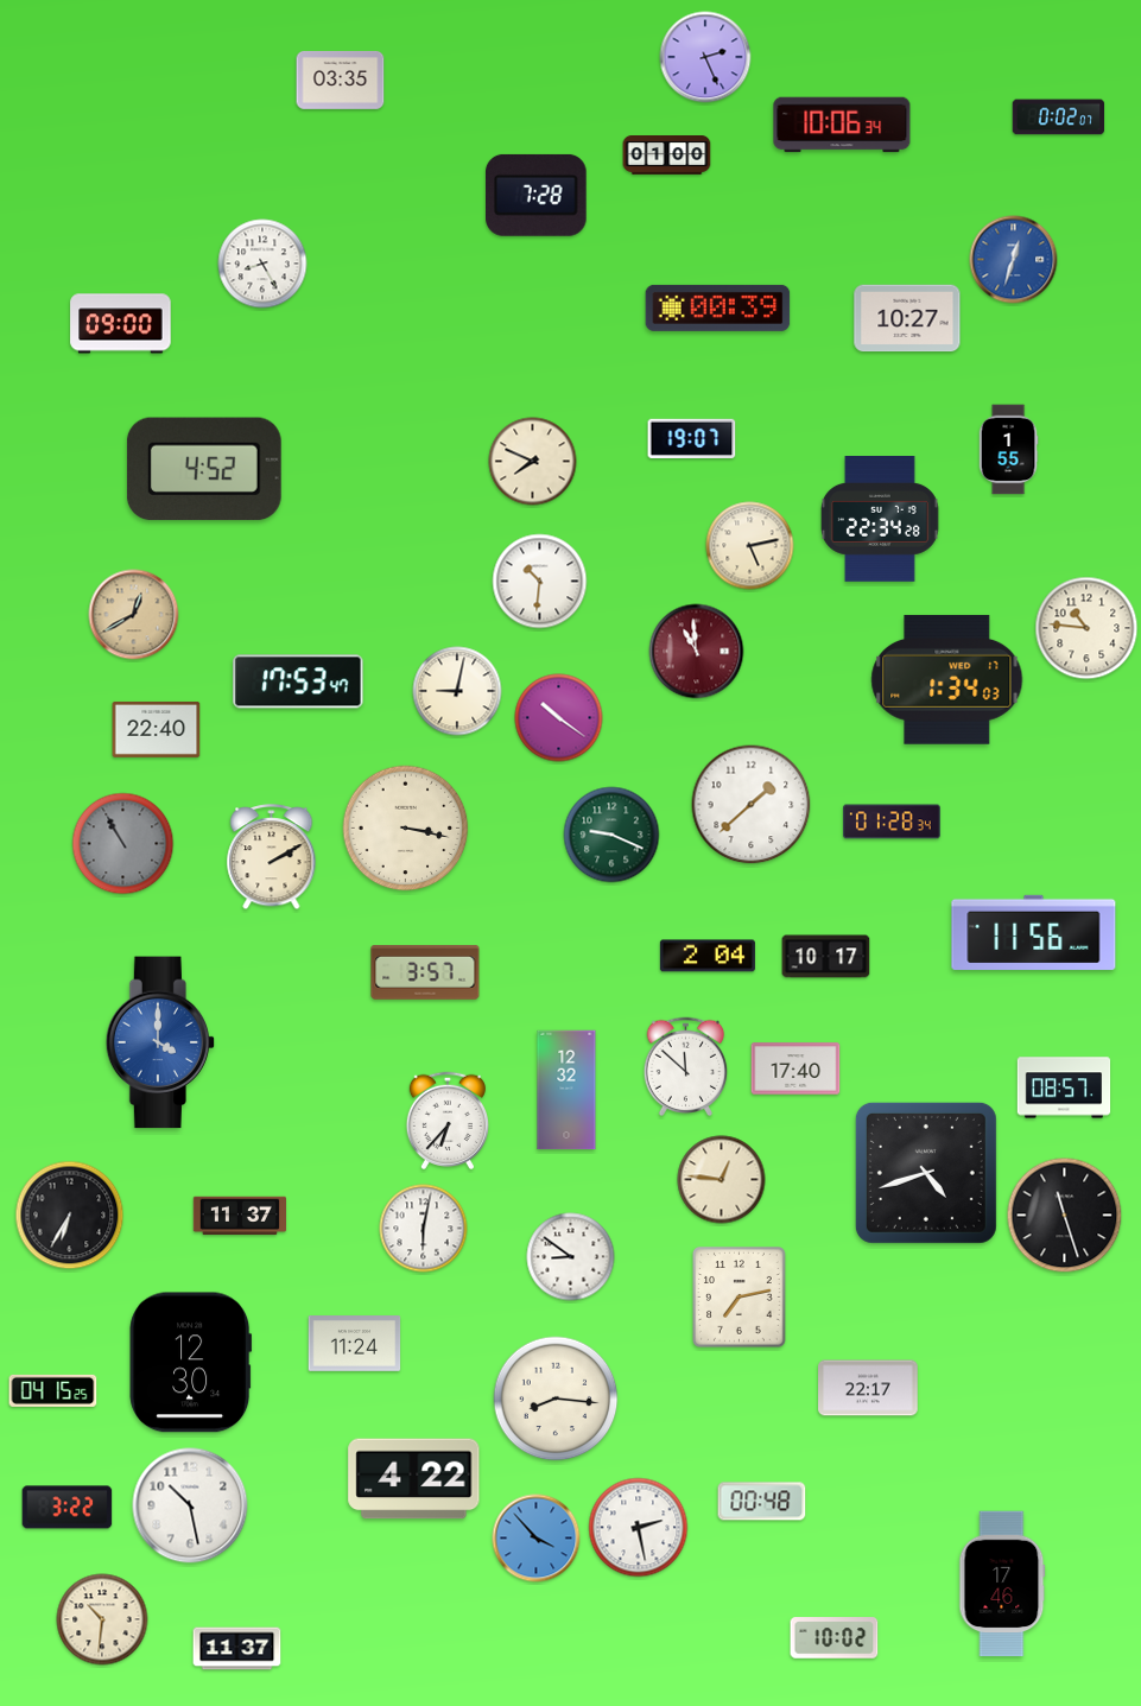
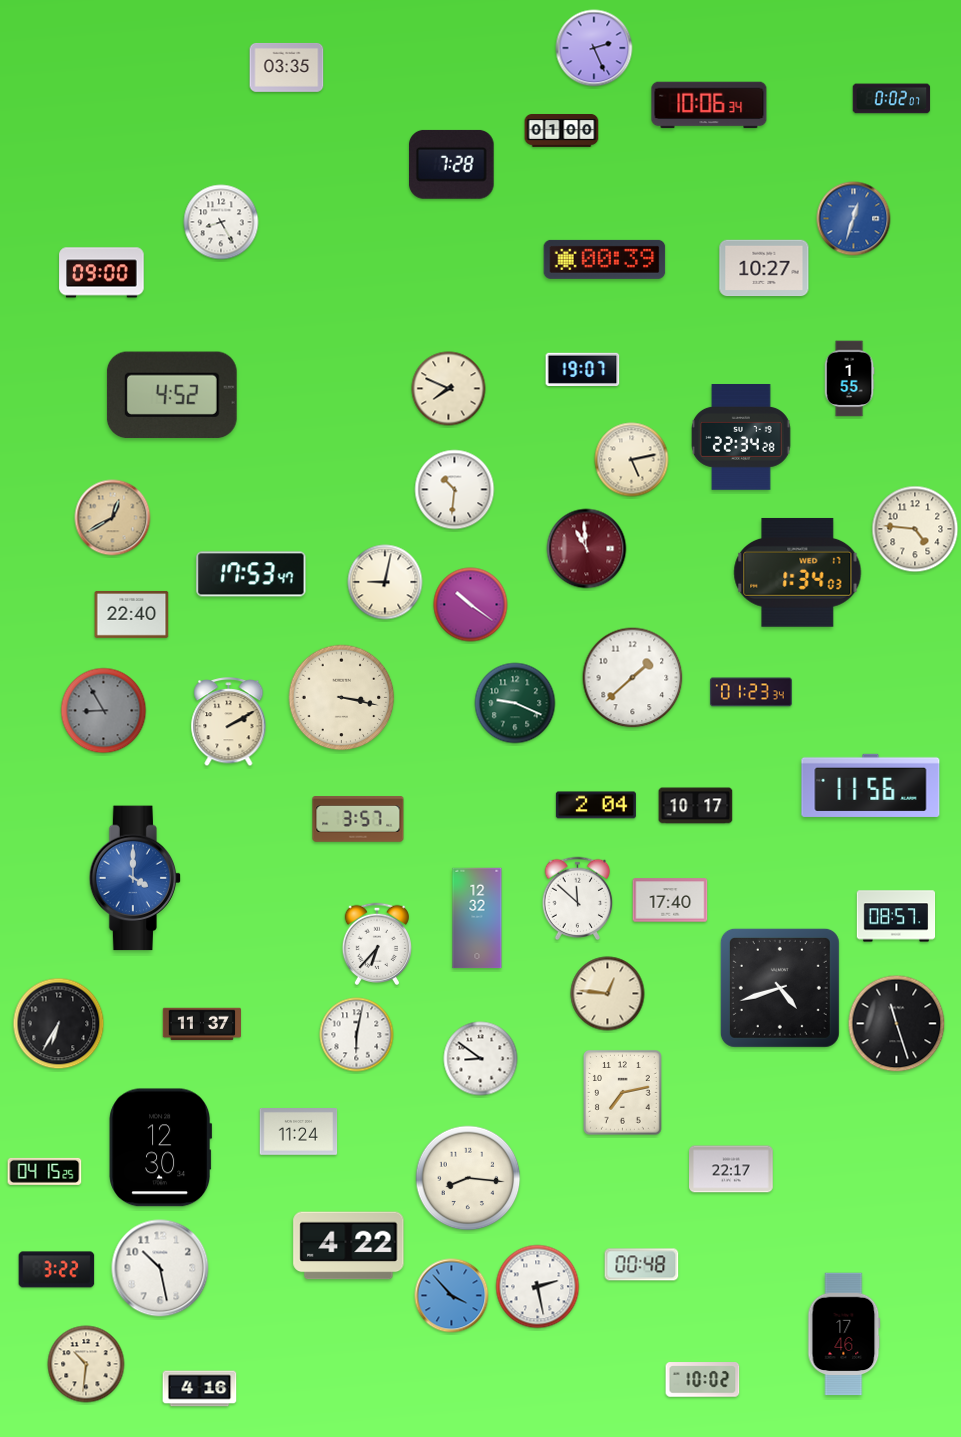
clock at (1086, 628): 10:46 -> 4:46
clock at (892, 822): 01:28 -> 01:23
clock at (123, 844): 10:55 -> 8:55
clock at (237, 1649): 11:37 -> 4:16
